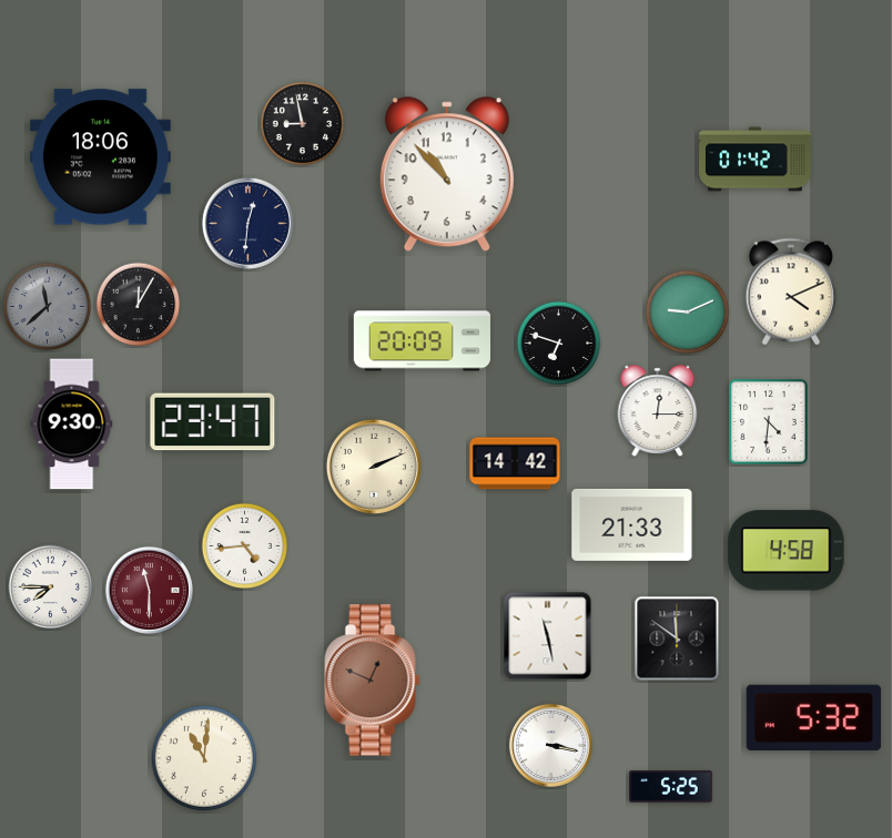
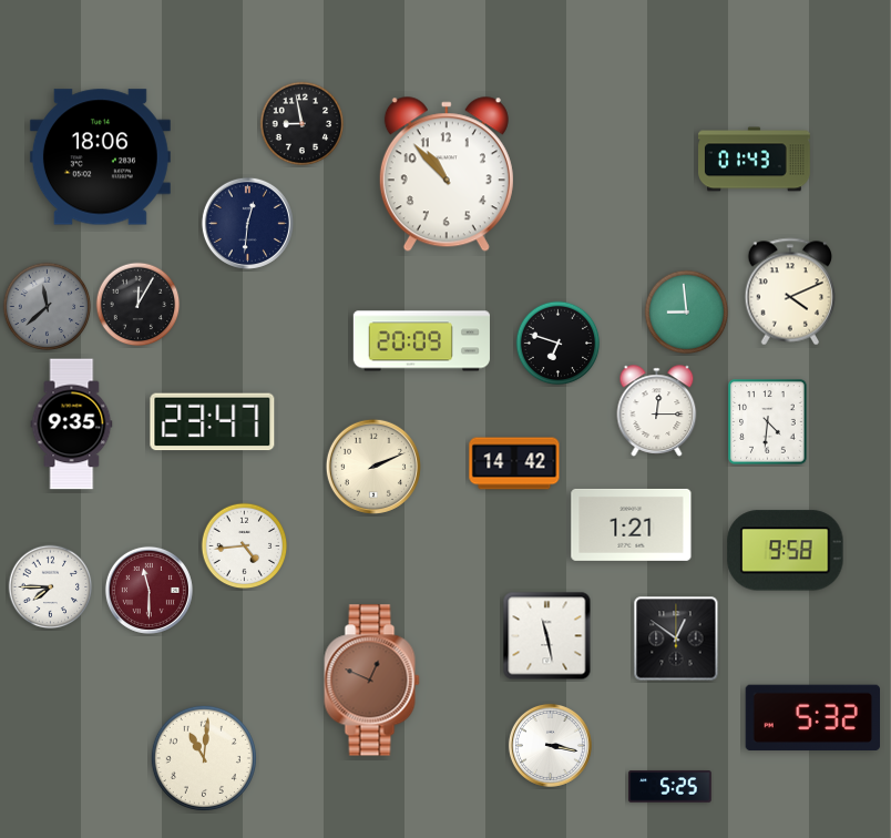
clock at (756, 160): 01:42 -> 01:43
clock at (688, 313): 9:11 -> 8:59
clock at (72, 425): 9:30 -> 9:35
clock at (632, 524): 21:33 -> 1:21
clock at (787, 551): 4:58 -> 9:58
clock at (677, 638): 11:51 -> 12:51
